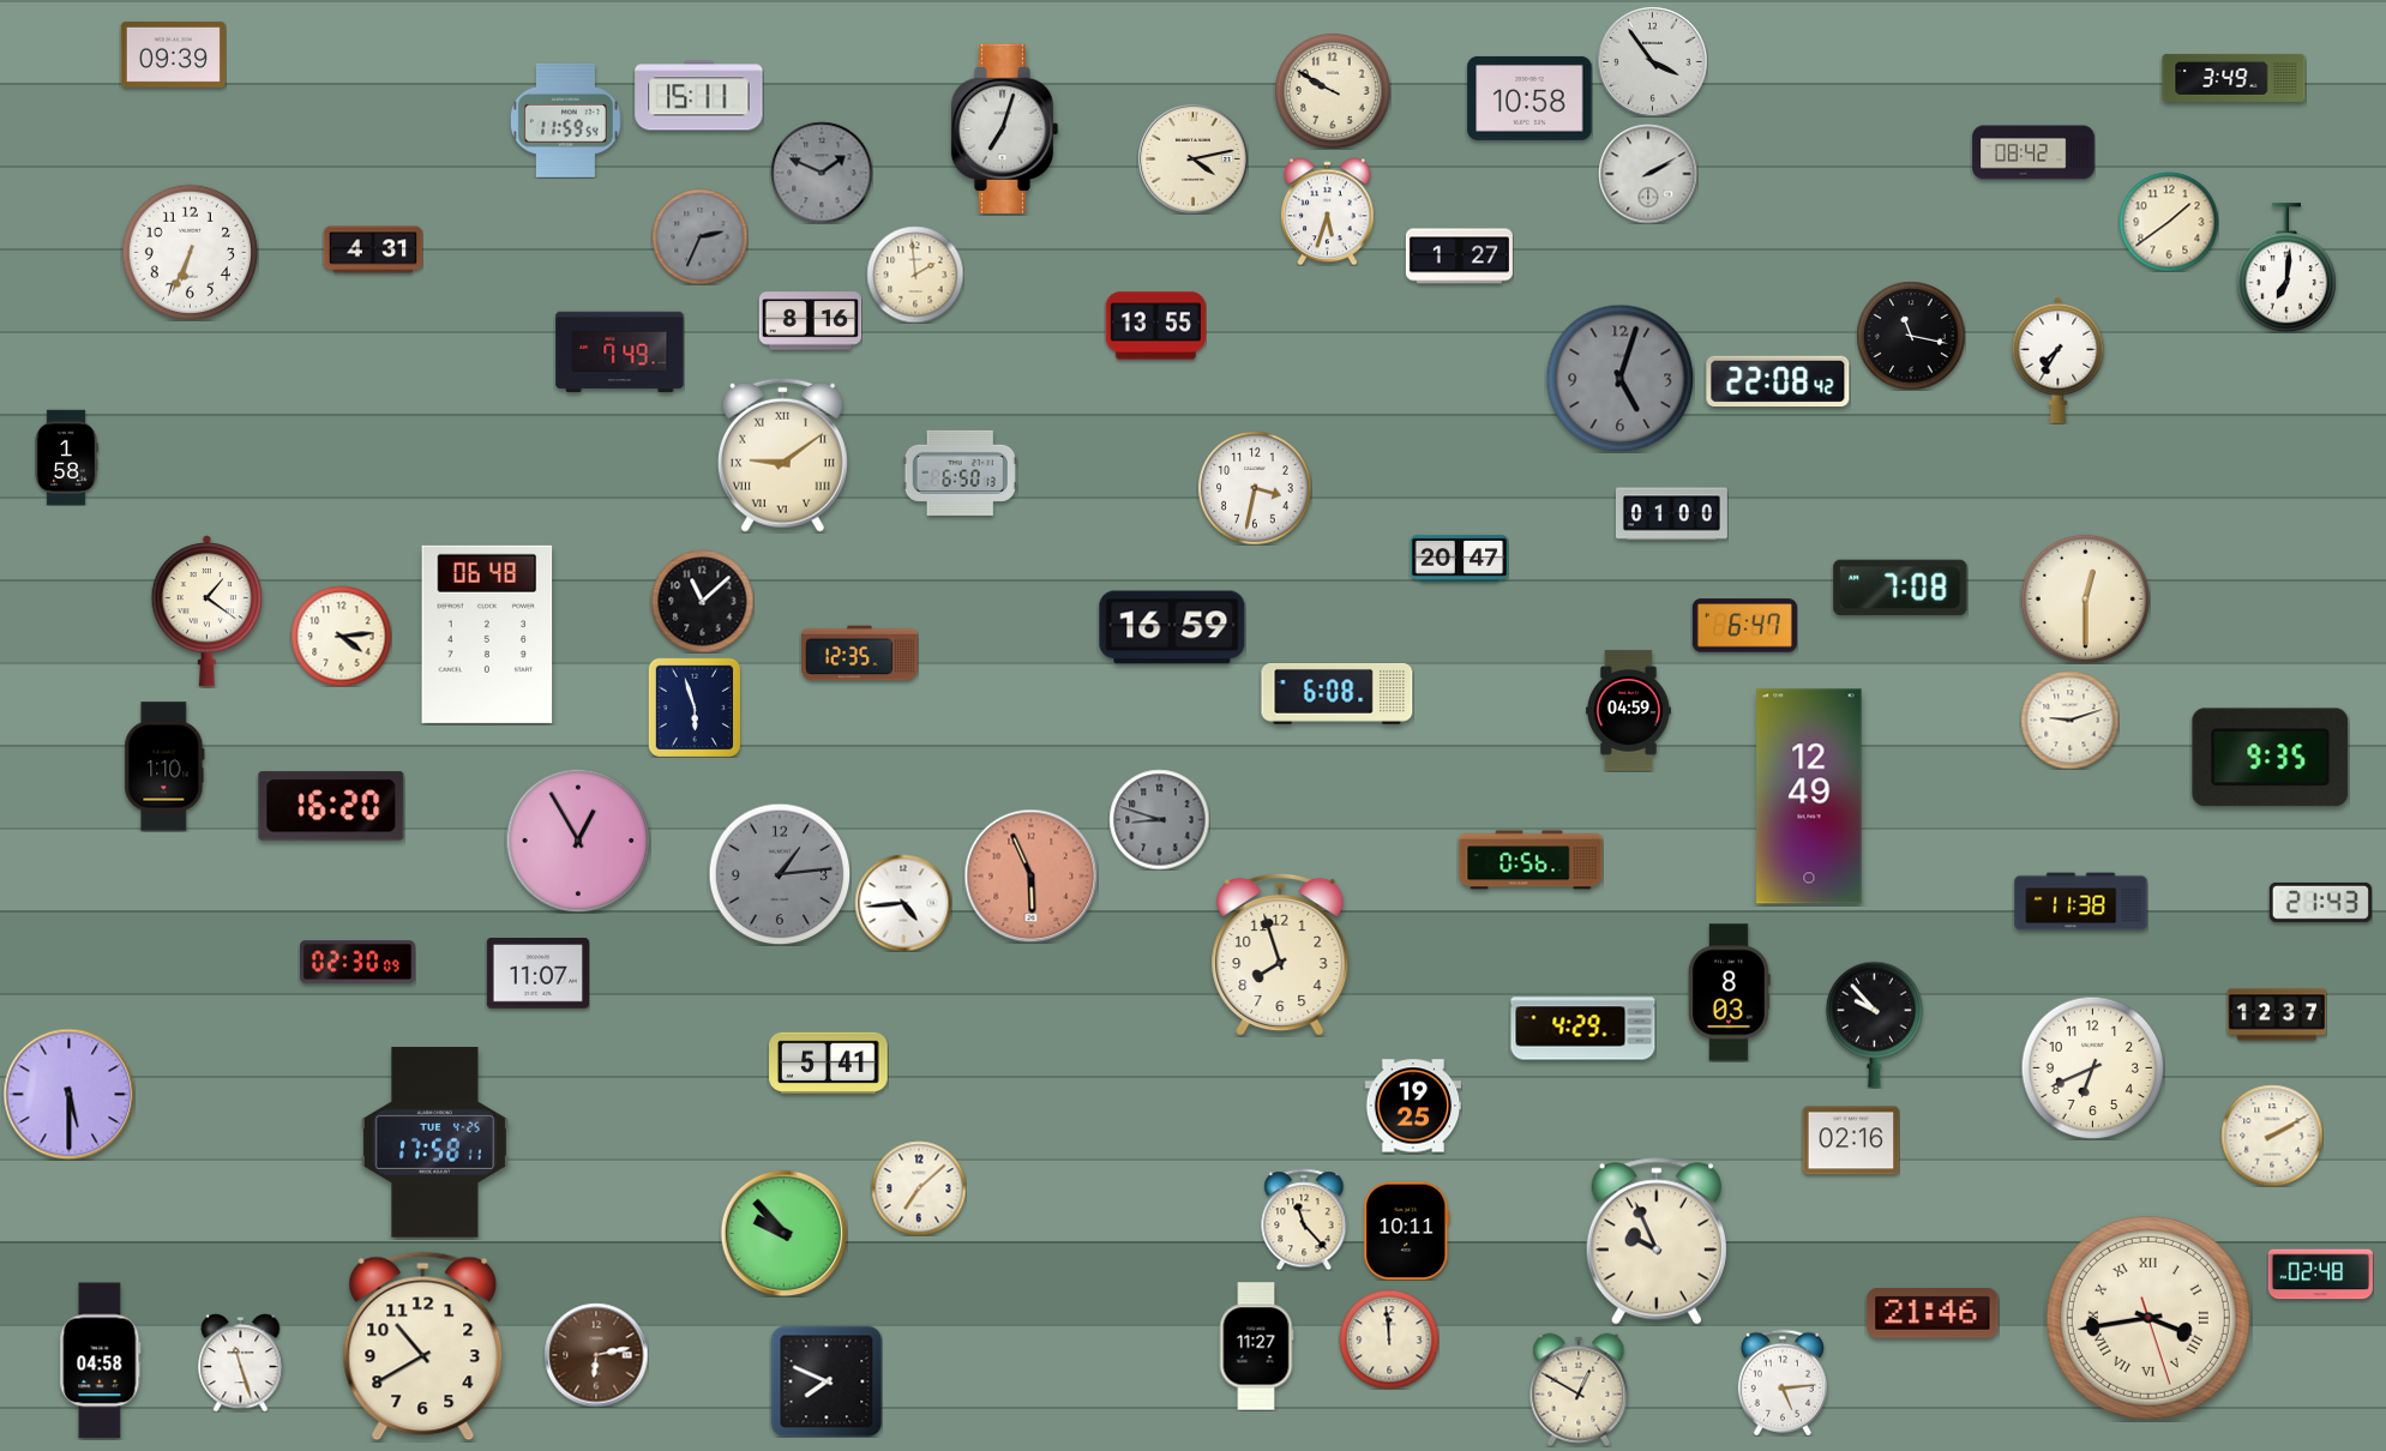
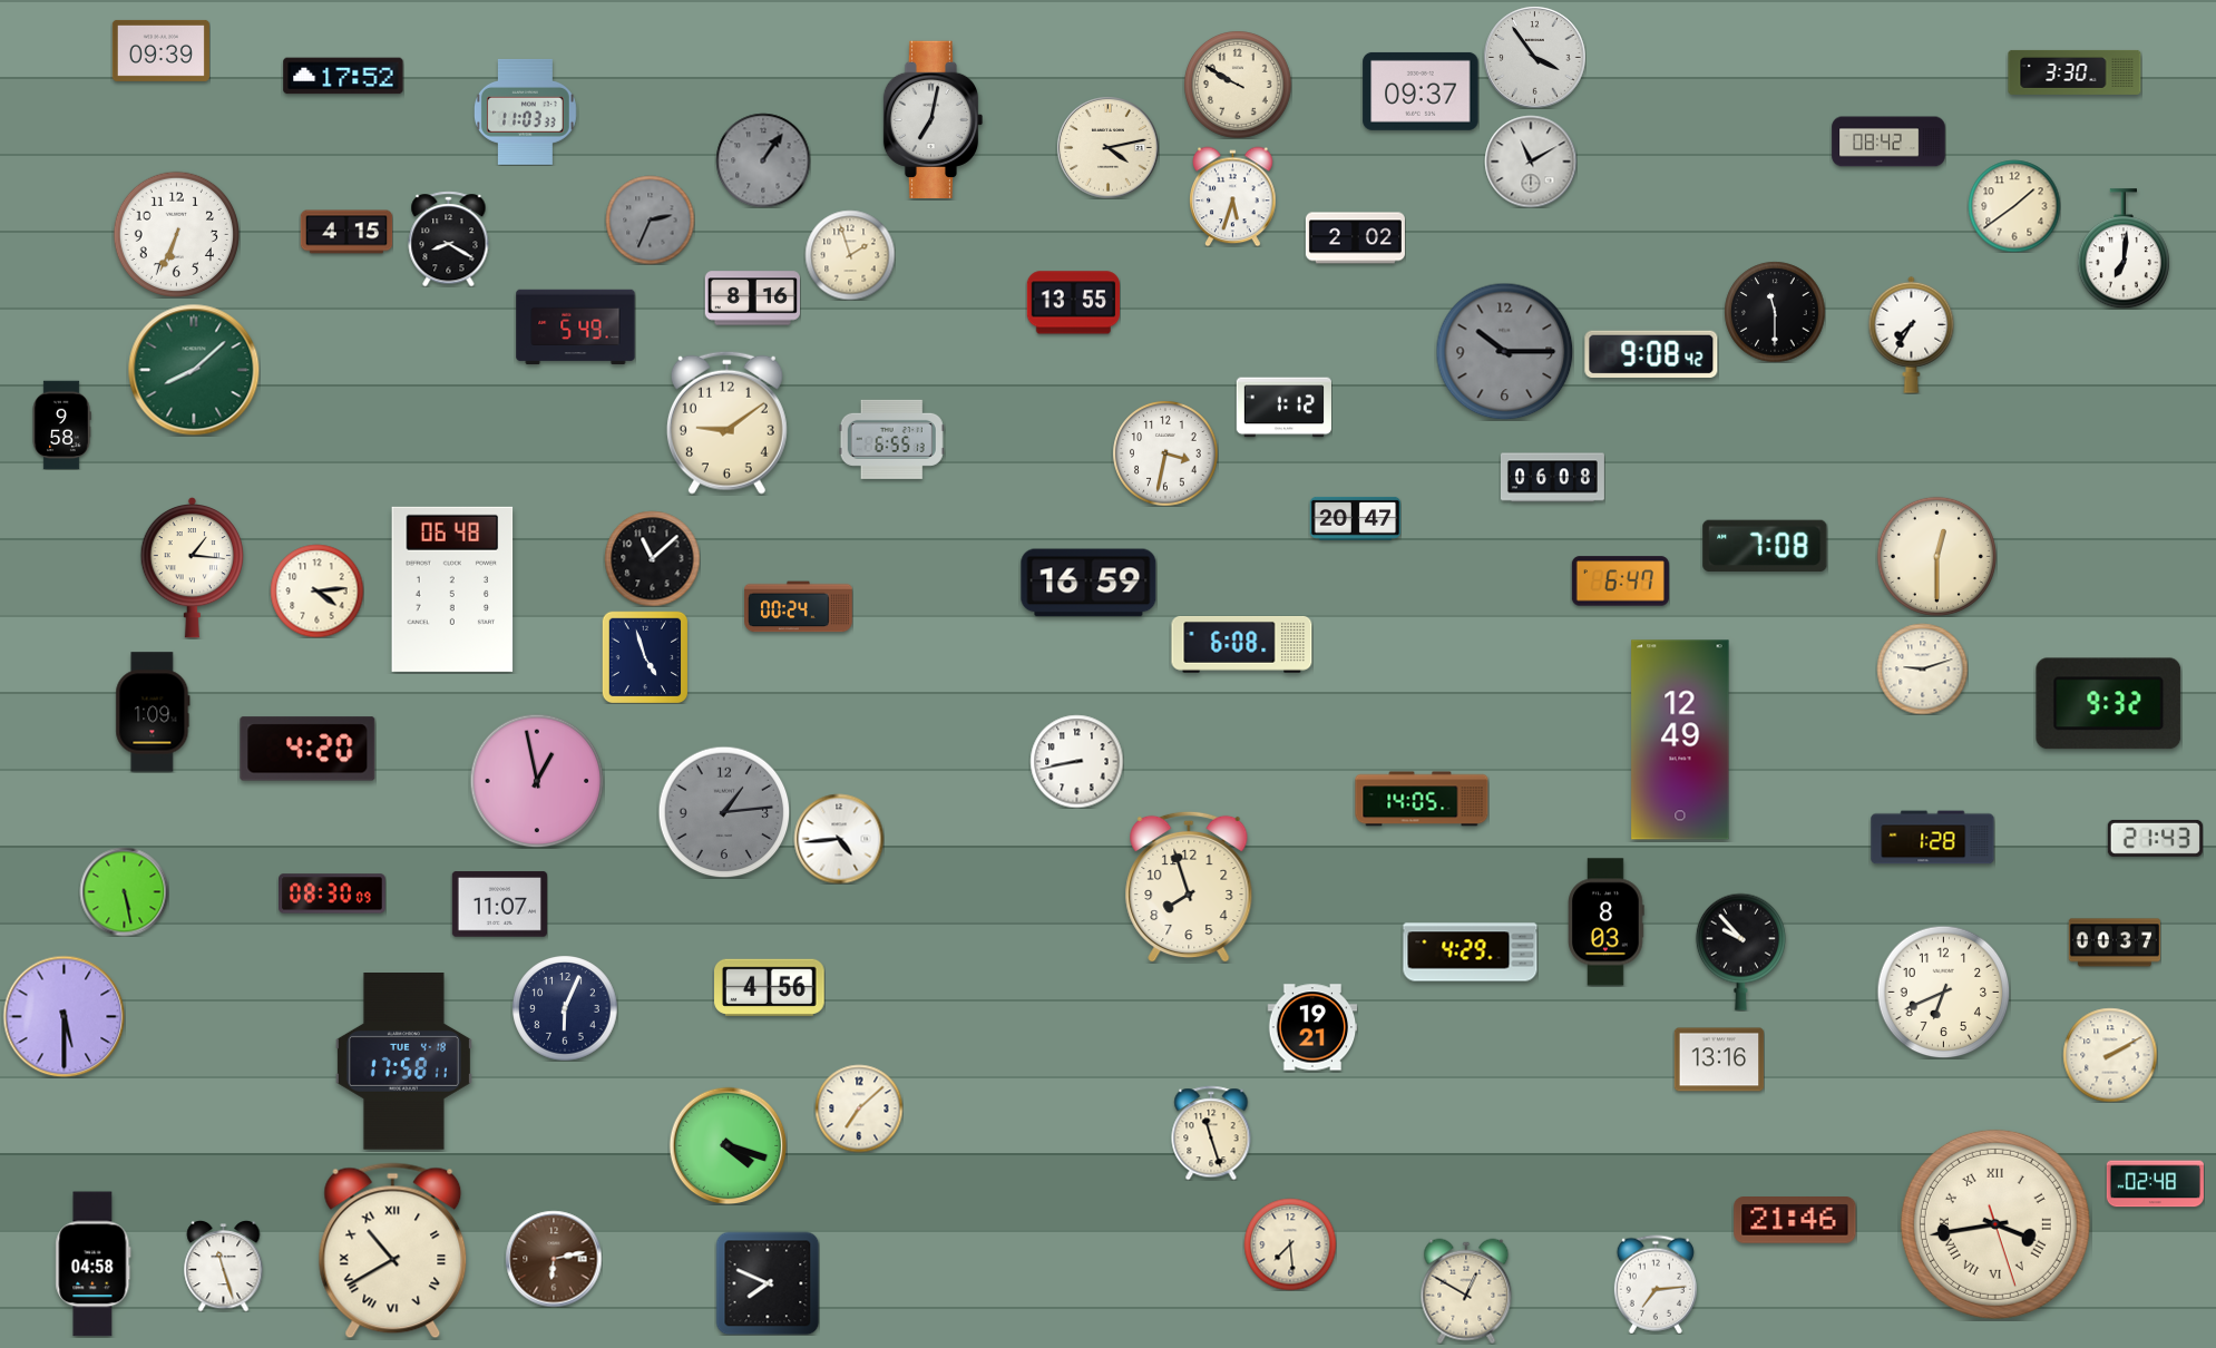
clock at (2234, 78): 3:49 -> 3:30
clock at (343, 76): none -> 17:52
clock at (699, 96): 15:11 -> none
clock at (1529, 98): 10:58 -> 09:37
clock at (565, 120): 11:59 -> 11:03
clock at (1005, 128): 7:03 -> 7:02
clock at (822, 173): 1:49 -> 1:06
clock at (1648, 174): 2:10 -> 11:10
clock at (373, 249): 4:31 -> 4:15
clock at (449, 238): none -> 8:20
clock at (1459, 257): 1:27 -> 2:02
clock at (915, 275): 1:59 -> 1:57
clock at (1911, 336): 11:17 -> 11:30
clock at (620, 353): 7:49 -> 5:49
clock at (1619, 378): 5:03 -> 10:15
clock at (1778, 381): 22:08 -> 9:08
clock at (194, 370): none -> 8:08
clock at (1283, 408): none -> 1:12
clock at (782, 454) numerals: Roman -> Arabic
clock at (66, 457): 1:58 -> 9:58
clock at (960, 472): 6:50 -> 6:55
clock at (1671, 514): 01:00 -> 06:08
clock at (206, 610): 1:21 -> 1:16
clock at (860, 654): 12:35 -> 00:24
clock at (695, 708): 5:57 -> 4:57
clock at (1629, 711): 04:59 -> none
clock at (2271, 758): 9:35 -> 9:32
clock at (164, 766): 1:10 -> 1:09
clock at (331, 806): 16:20 -> 4:20
clock at (1159, 819): 8:48 -> 8:43
clock at (1159, 819) dial: grey -> white
clock at (578, 841): 12:55 -> 12:58
clock at (1531, 860): 0:56 -> 14:05
clock at (1030, 875): 5:56 -> none
clock at (2081, 902): 11:38 -> 1:28
clock at (124, 891): none -> 5:28
clock at (359, 962): 02:30 -> 08:30
clock at (2277, 1015): 12:37 -> 00:37
clock at (1583, 1029) position: (1583, 1029) -> (1471, 953)
clock at (829, 1062): 5:41 -> 4:56
clock at (565, 1008): none -> 6:04
clock at (1413, 1106): 19:25 -> 19:21
clock at (1851, 1140): 02:16 -> 13:16
clock at (434, 1143) date: TUE 4-25 -> TUE 4-18
clock at (919, 1188) position: (919, 1188) -> (859, 1108)
clock at (1304, 1220): 11:23 -> 11:27
clock at (1407, 1230): 10:11 -> none
clock at (783, 1233): 9:53 -> 4:18
clock at (1657, 1241): 9:56 -> none
clock at (1389, 1339): 11:59 -> 7:29
clock at (423, 1347) numerals: Arabic -> Roman
clock at (1256, 1347): 11:27 -> none
clock at (1783, 1383): 5:14 -> 7:14
